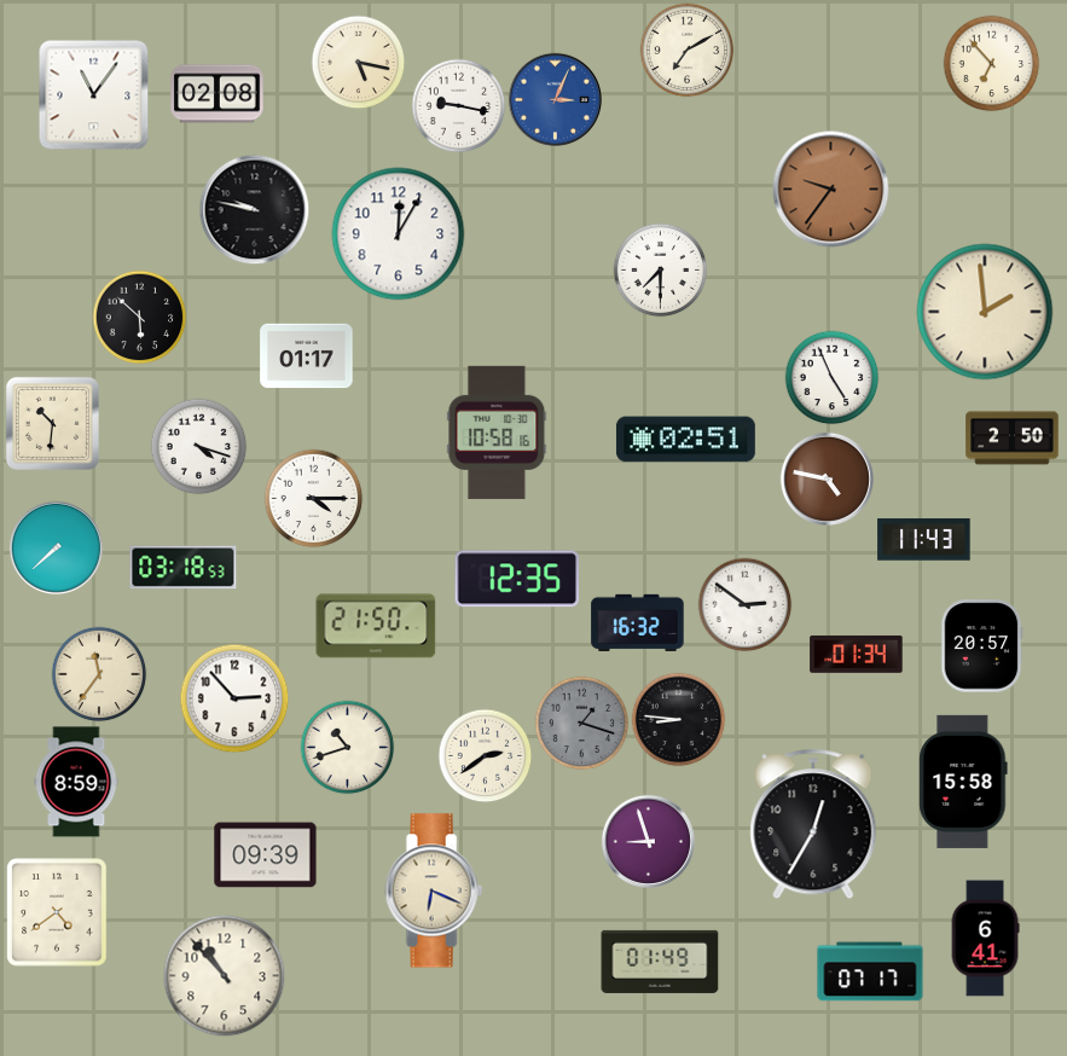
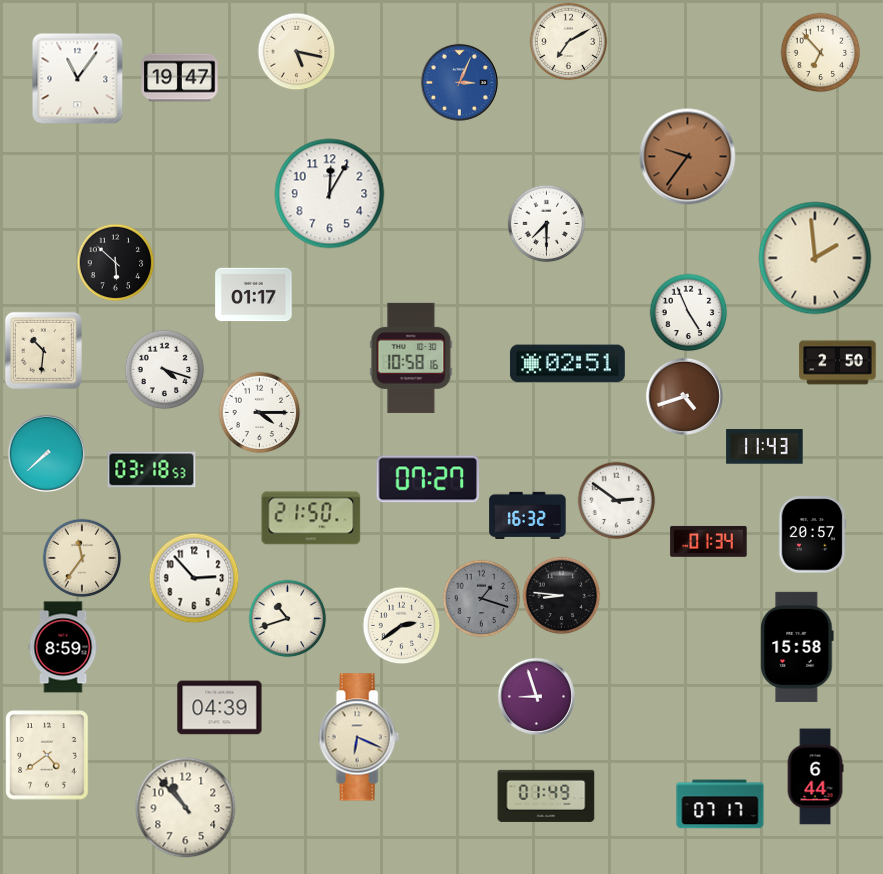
clock at (218, 94): 02:08 -> 19:47
clock at (458, 105): 9:17 -> none
clock at (254, 209): 9:47 -> none
clock at (827, 478): 4:47 -> 4:42
clock at (517, 579): 12:35 -> 07:27
clock at (813, 824): 12:35 -> none
clock at (266, 855): 09:39 -> 04:39
clock at (985, 939): 6:41 -> 6:44
